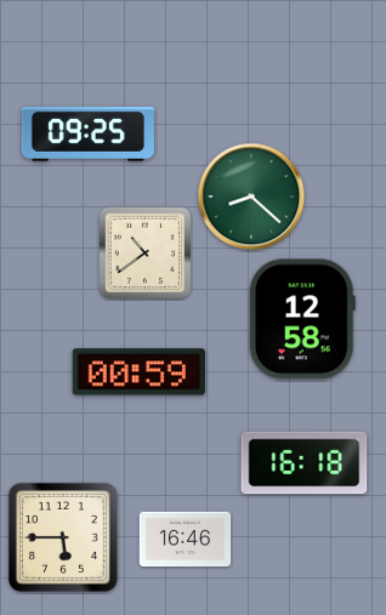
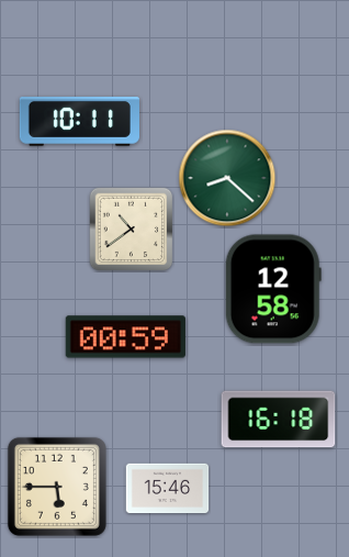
clock at (87, 135): 09:25 -> 10:11
clock at (305, 463) position: (305, 463) -> (279, 420)
clock at (186, 540): 16:46 -> 15:46
